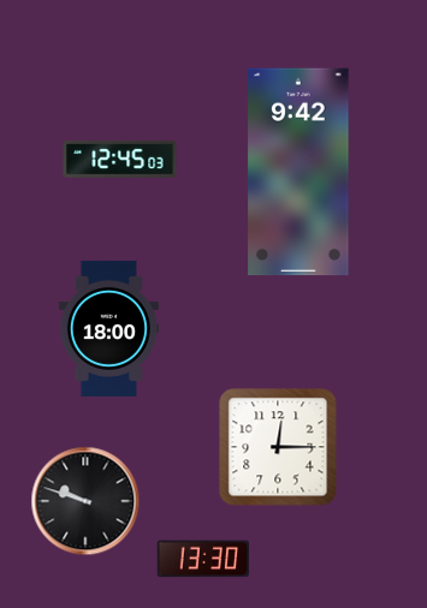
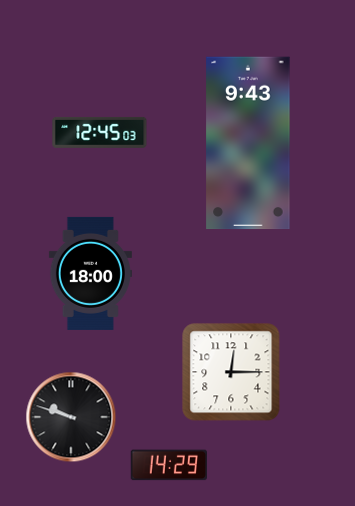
clock at (298, 172): 9:42 -> 9:43
clock at (203, 559): 13:30 -> 14:29
